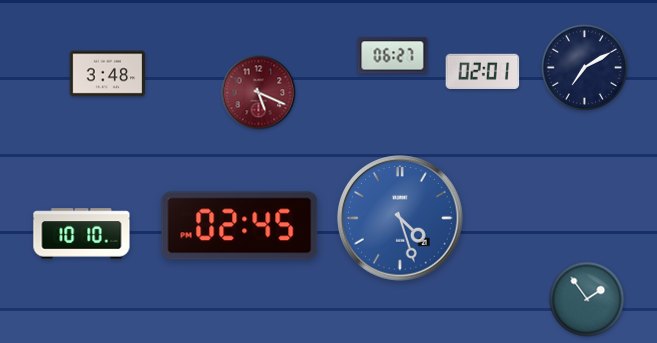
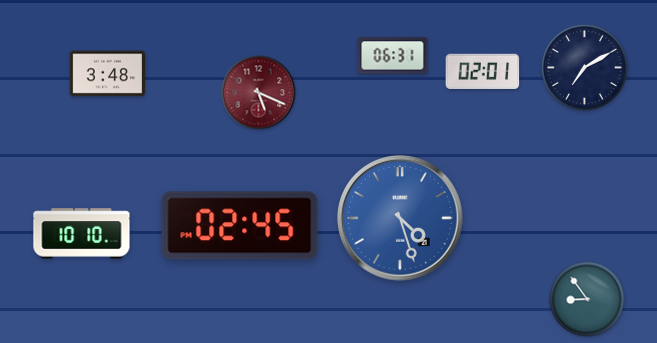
clock at (393, 56): 06:27 -> 06:31
clock at (587, 299): 1:54 -> 8:54
